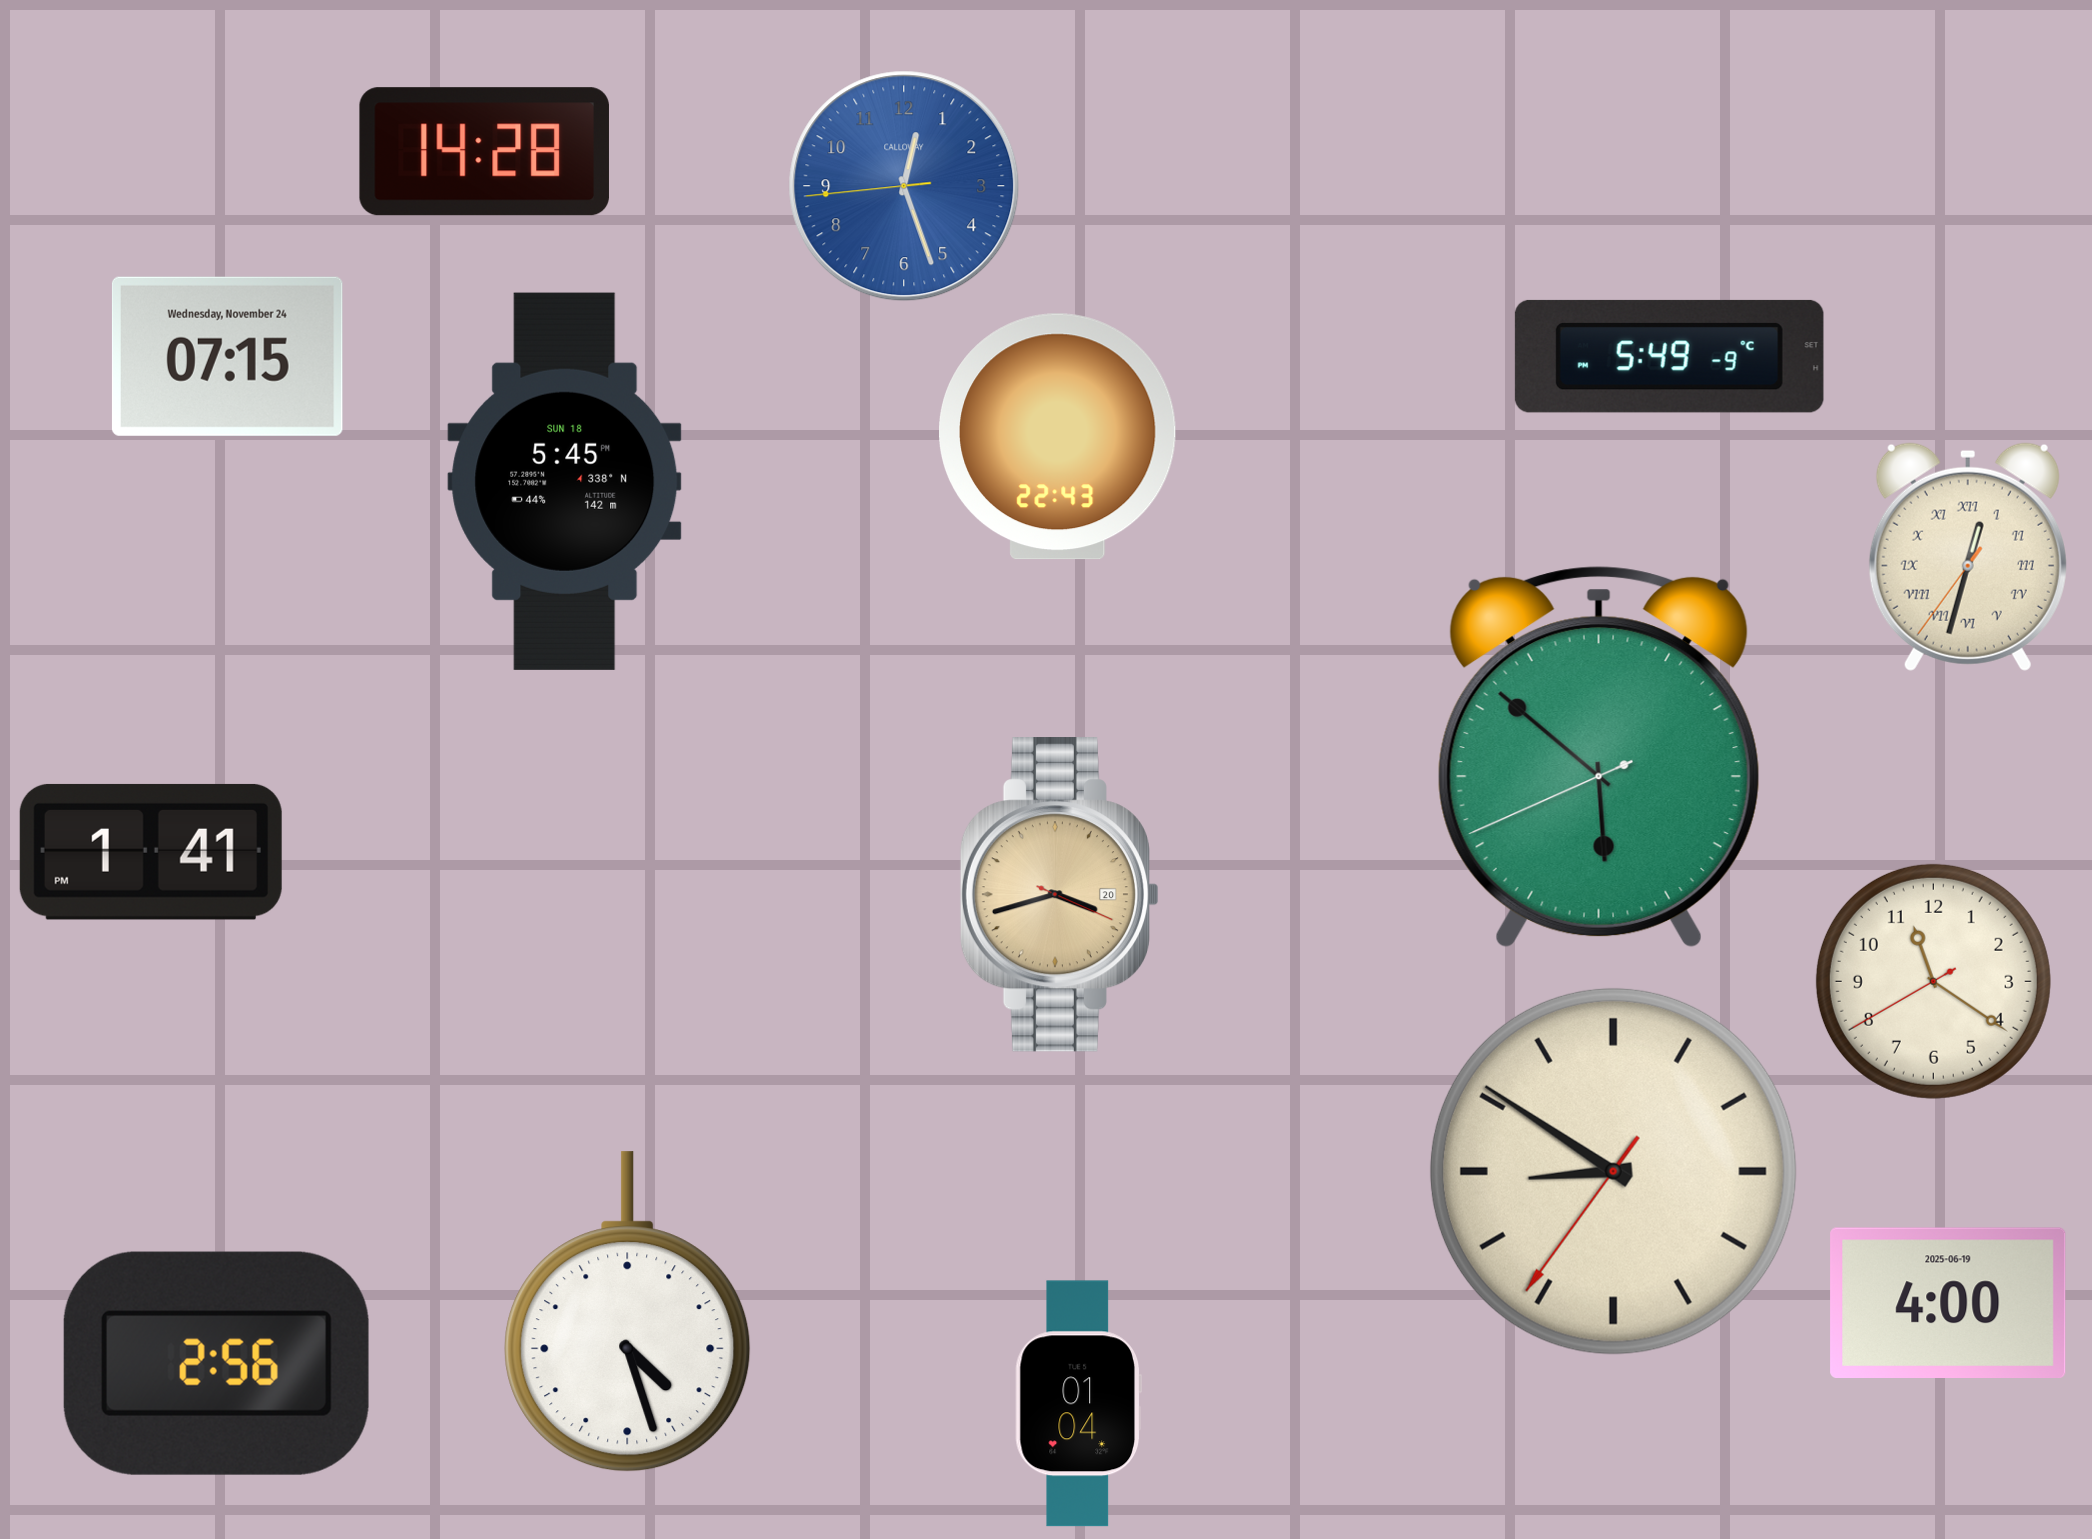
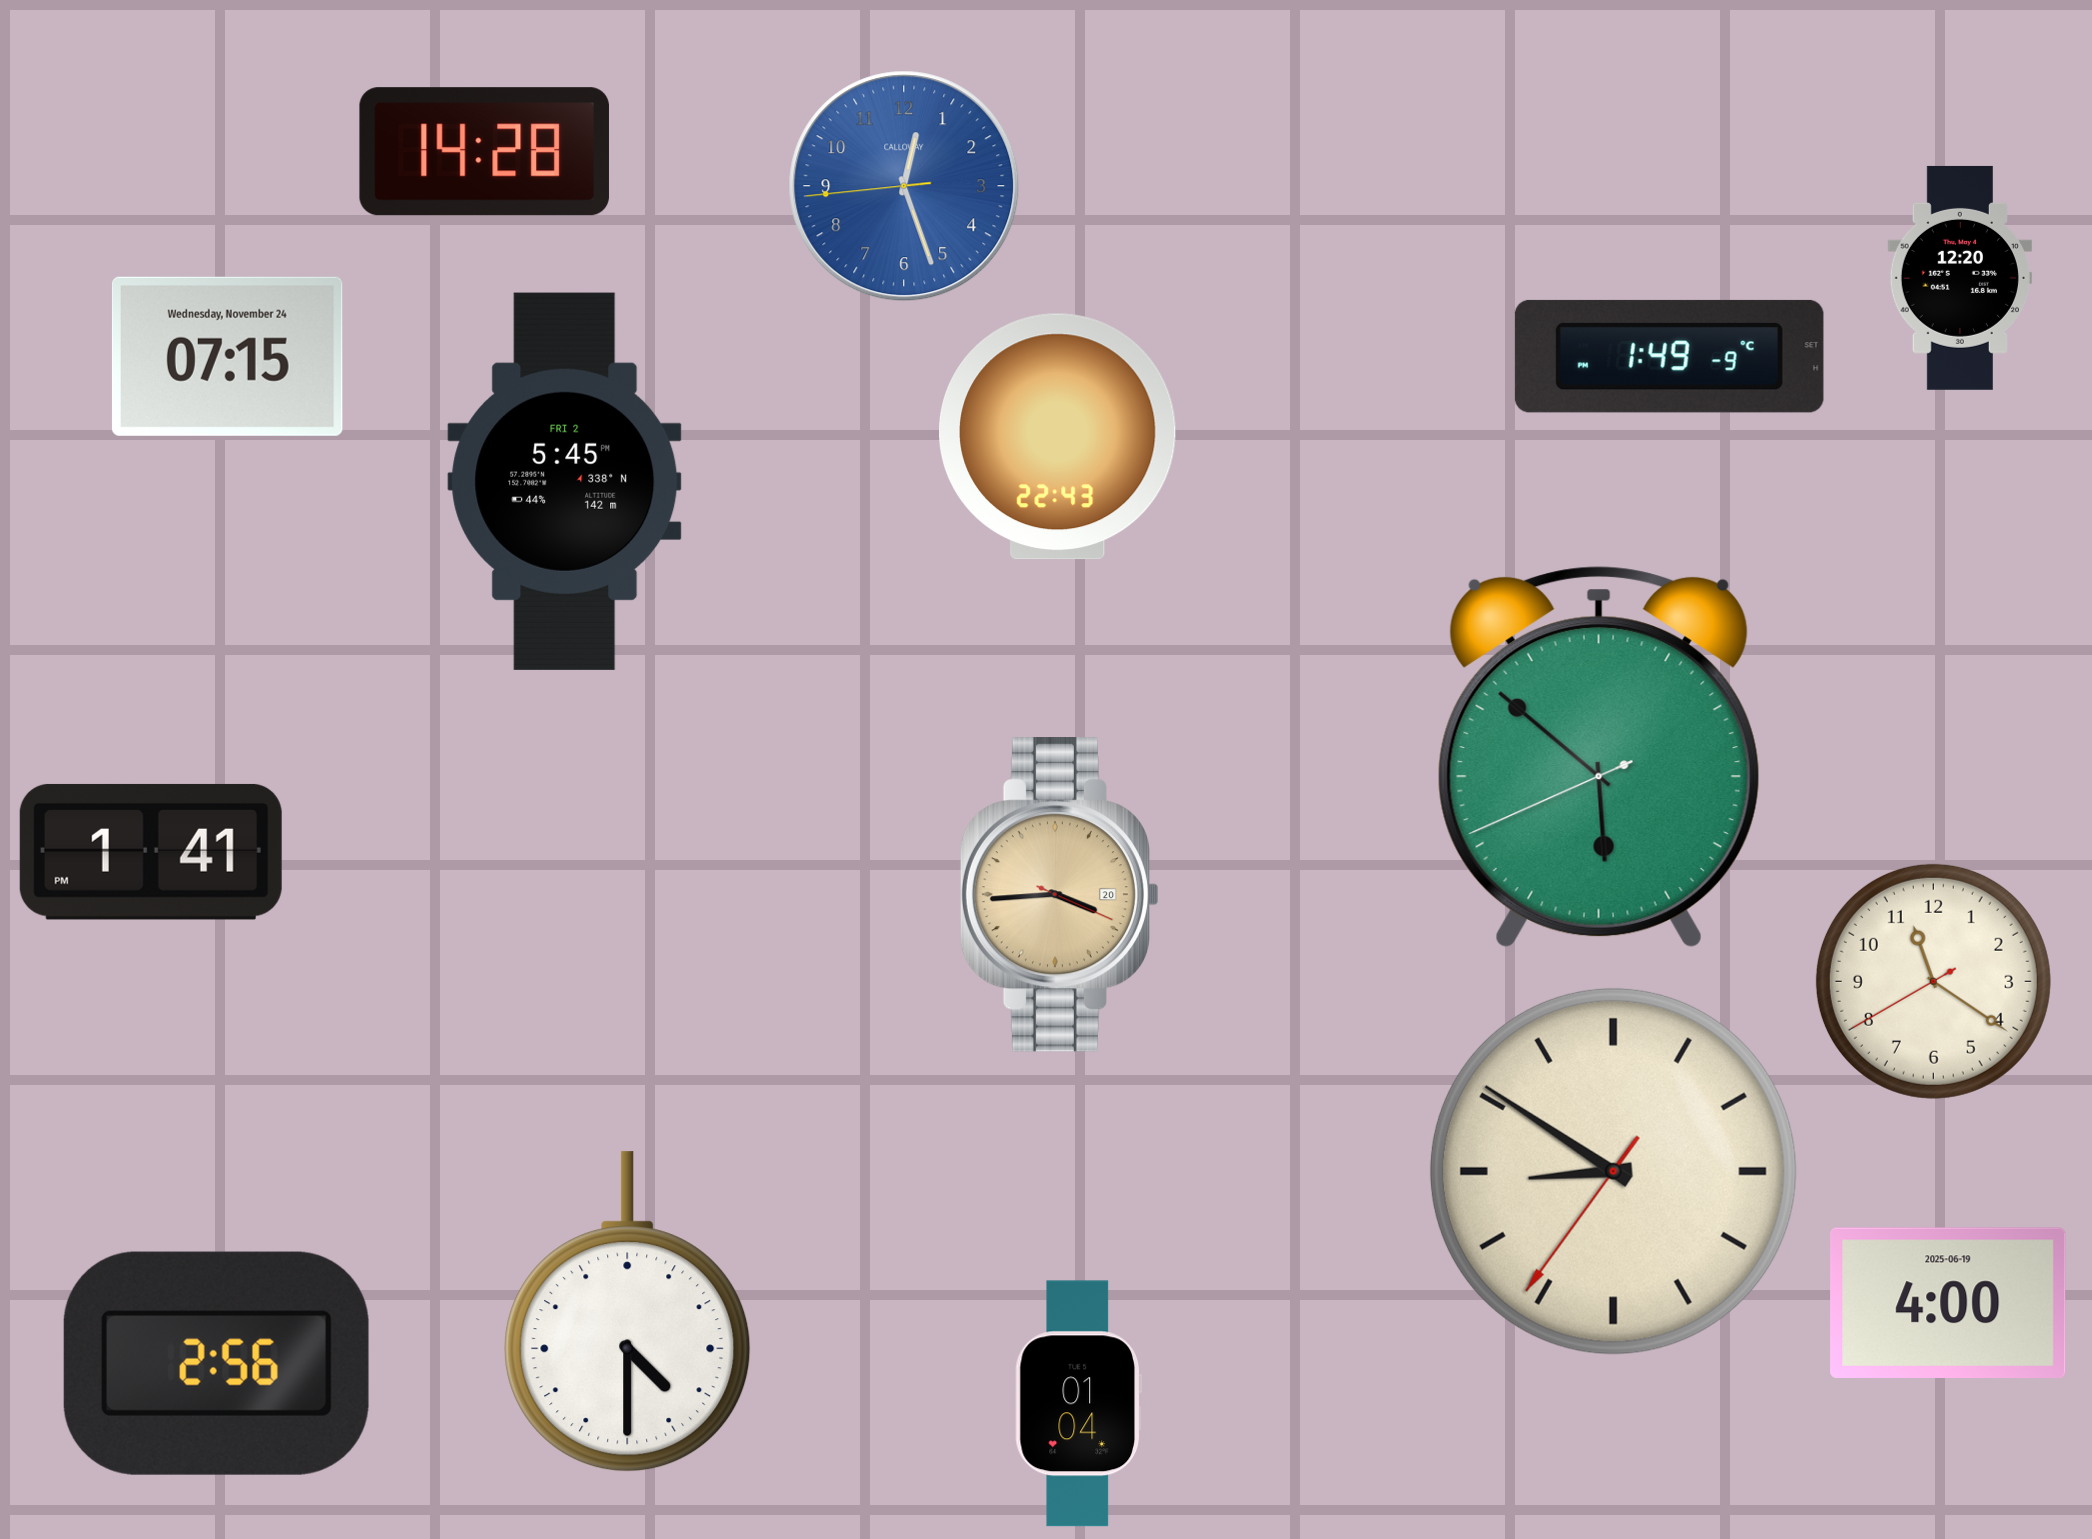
clock at (1960, 278): none -> 12:20
clock at (1669, 356): 5:49 -> 1:49
clock at (565, 481) date: SUN 18 -> FRI 2
clock at (1968, 557): 12:32 -> none
clock at (1059, 895): 3:42 -> 3:44
clock at (628, 1312): 4:27 -> 4:30
